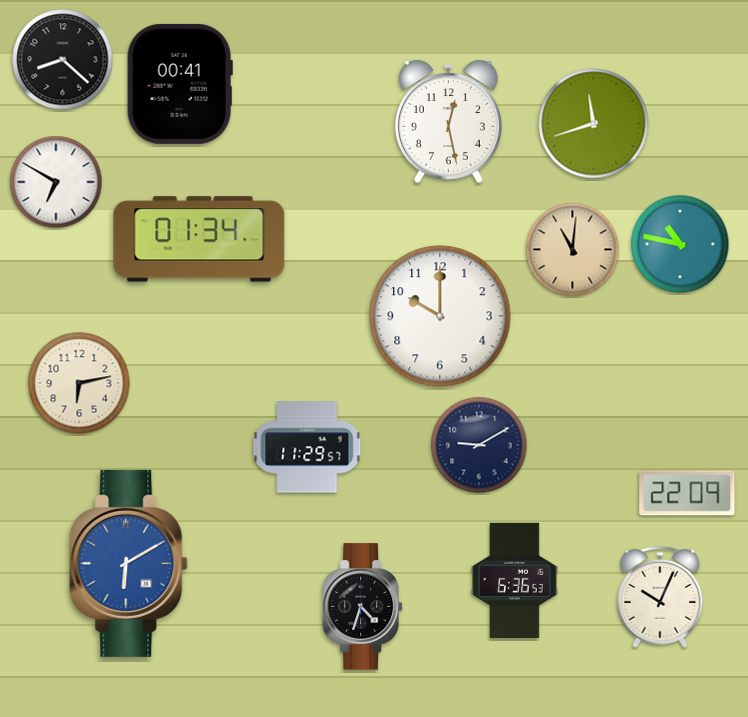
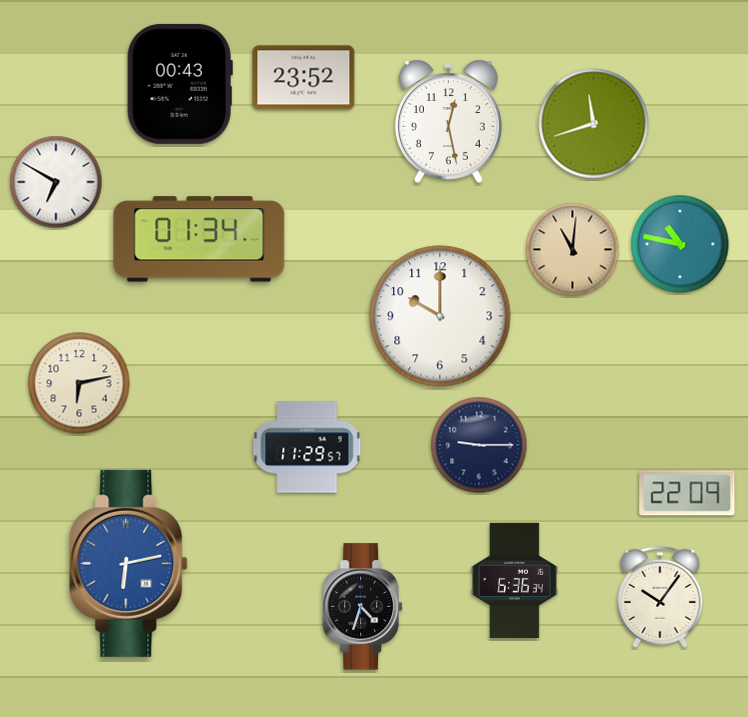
clock at (63, 60): 8:22 -> none
clock at (304, 78): none -> 23:52
clock at (180, 84): 00:41 -> 00:43
clock at (479, 445): 9:10 -> 9:15
clock at (129, 563): 6:10 -> 6:13
clock at (515, 580): 6:36:53 -> 6:36:34
clock at (660, 598): 10:04 -> 10:06
